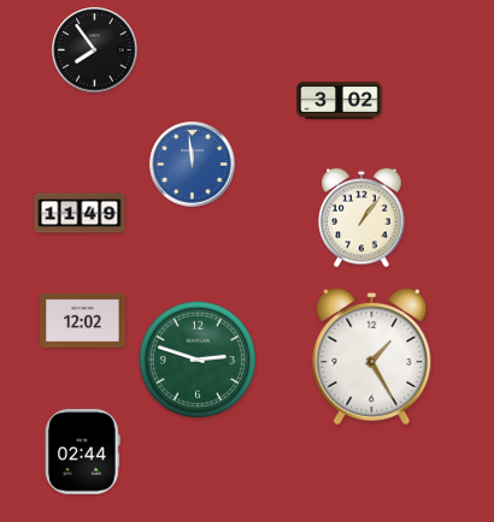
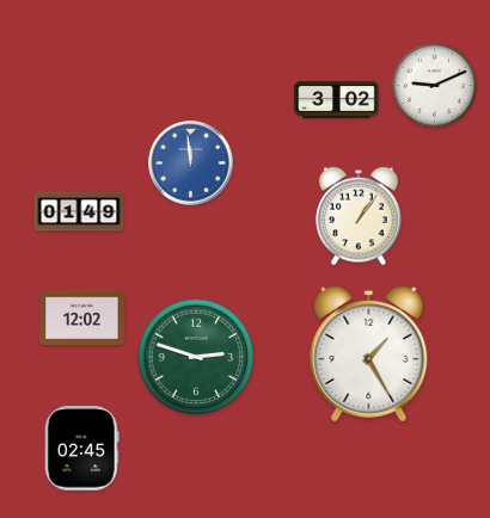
clock at (95, 51): 7:54 -> none
clock at (434, 85): none -> 9:11
clock at (80, 213): 11:49 -> 01:49
clock at (83, 452): 02:44 -> 02:45
